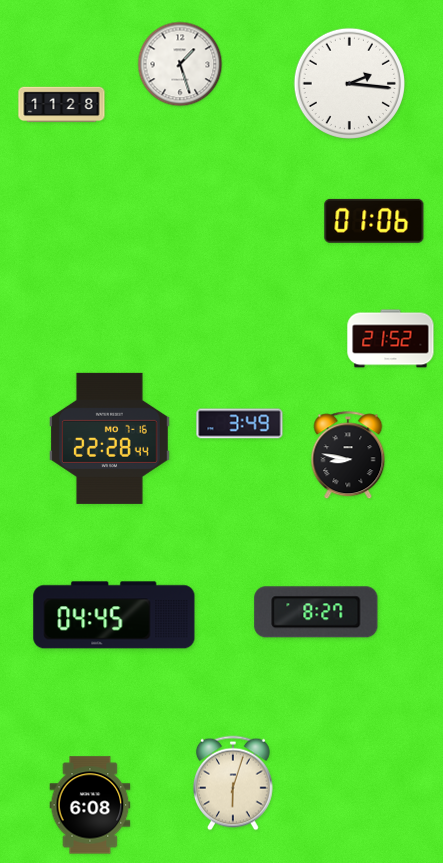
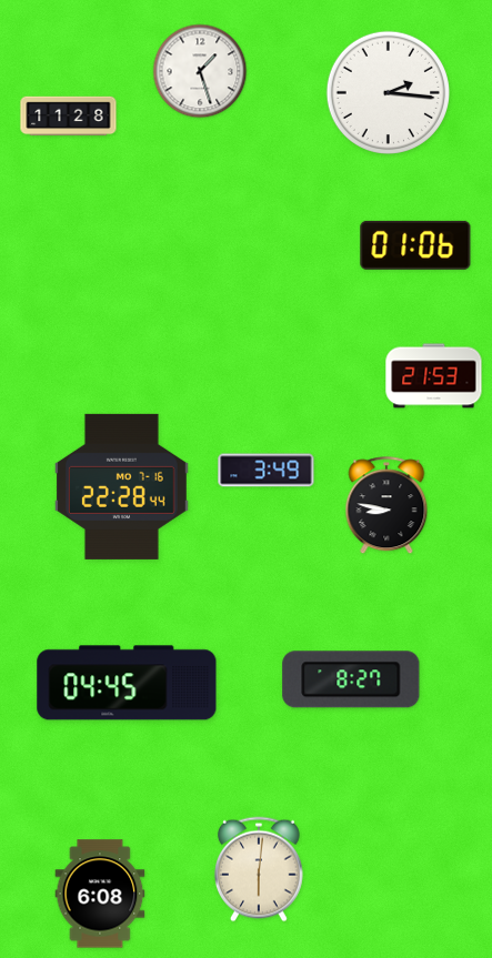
clock at (391, 339): 21:52 -> 21:53
clock at (234, 783): 6:03 -> 6:01
